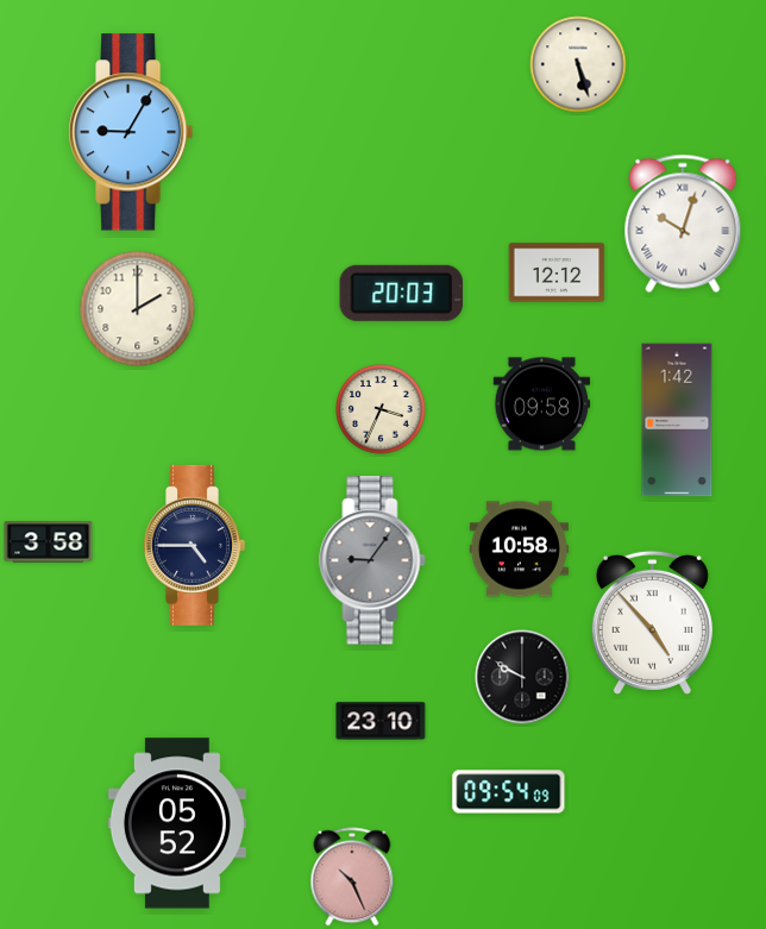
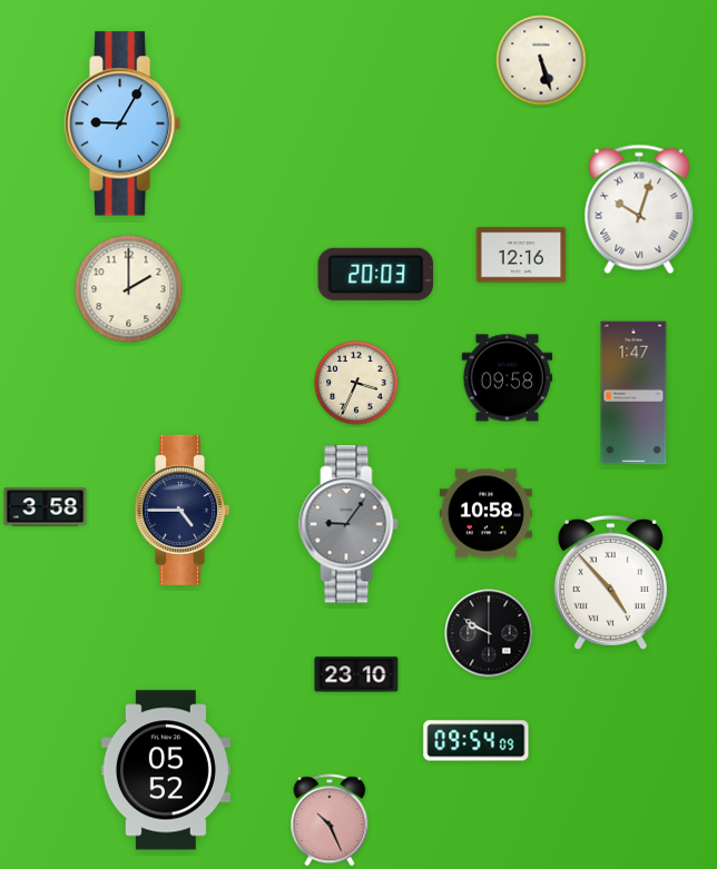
clock at (557, 272): 12:12 -> 12:16
clock at (677, 420): 1:42 -> 1:47
